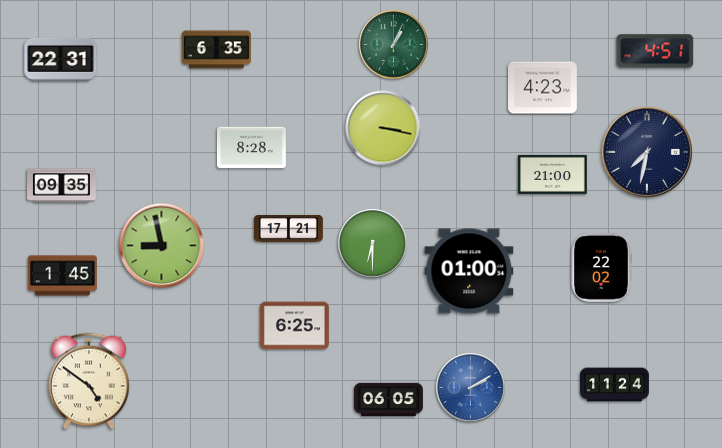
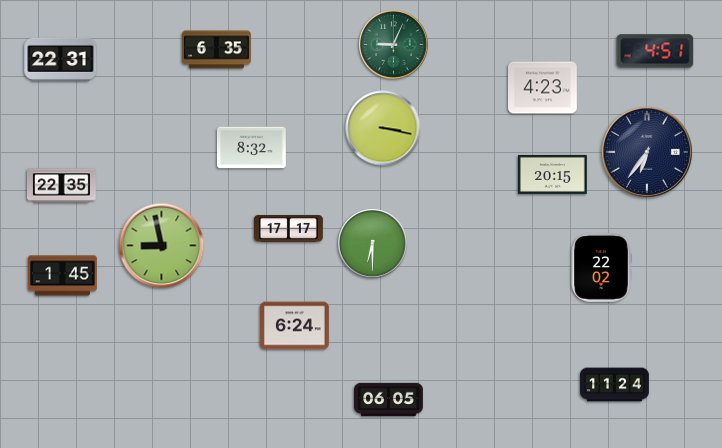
clock at (394, 45): 1:04 -> 9:04
clock at (252, 148): 8:28 -> 8:32
clock at (647, 152): 7:32 -> 6:36
clock at (553, 174): 21:00 -> 20:15
clock at (62, 186): 09:35 -> 22:35
clock at (289, 228): 17:21 -> 17:17
clock at (469, 271): 01:00 -> none
clock at (295, 326): 6:25 -> 6:24
clock at (90, 381): 4:51 -> none
clock at (471, 388): 2:10 -> none
